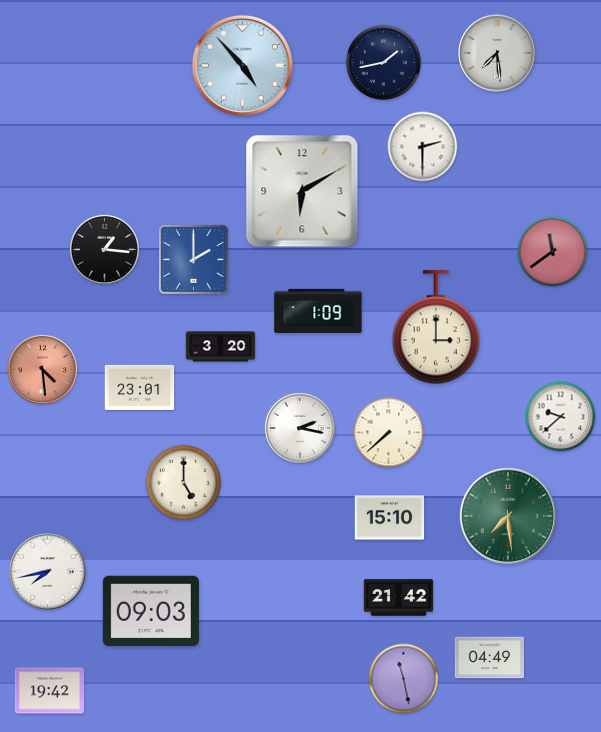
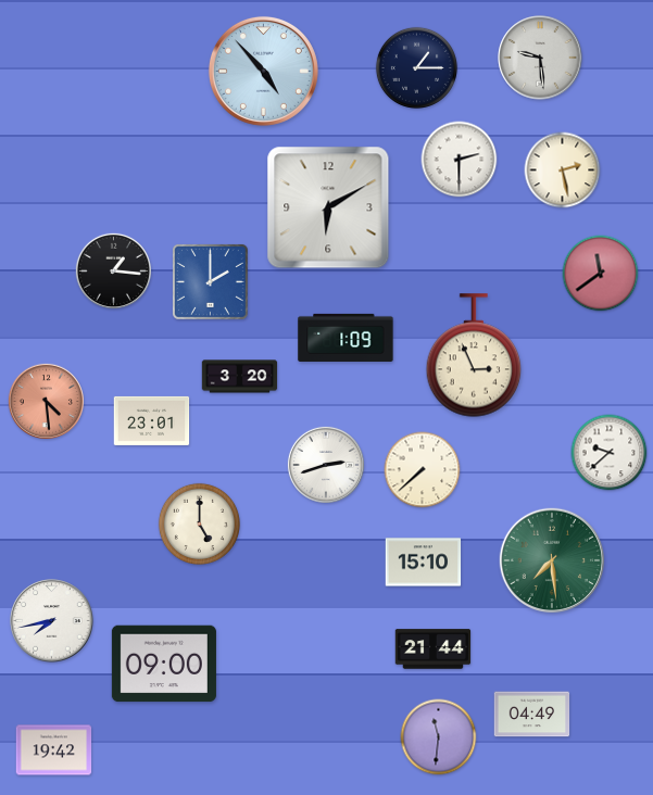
clock at (497, 53): 7:29 -> 9:29
clock at (383, 62): 1:43 -> 1:15
clock at (563, 171): none -> 2:28
clock at (436, 327): 3:00 -> 2:56
clock at (300, 428): 2:17 -> 2:42
clock at (399, 598): 21:42 -> 21:44
clock at (151, 611): 09:03 -> 09:00
clock at (404, 679): 11:28 -> 11:31
